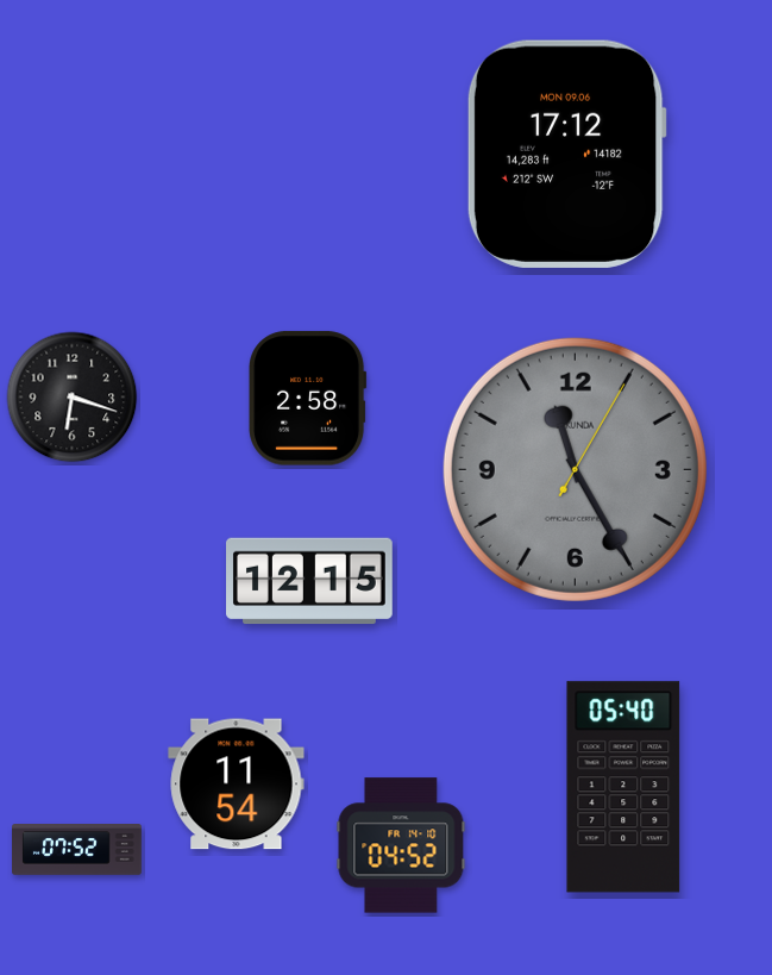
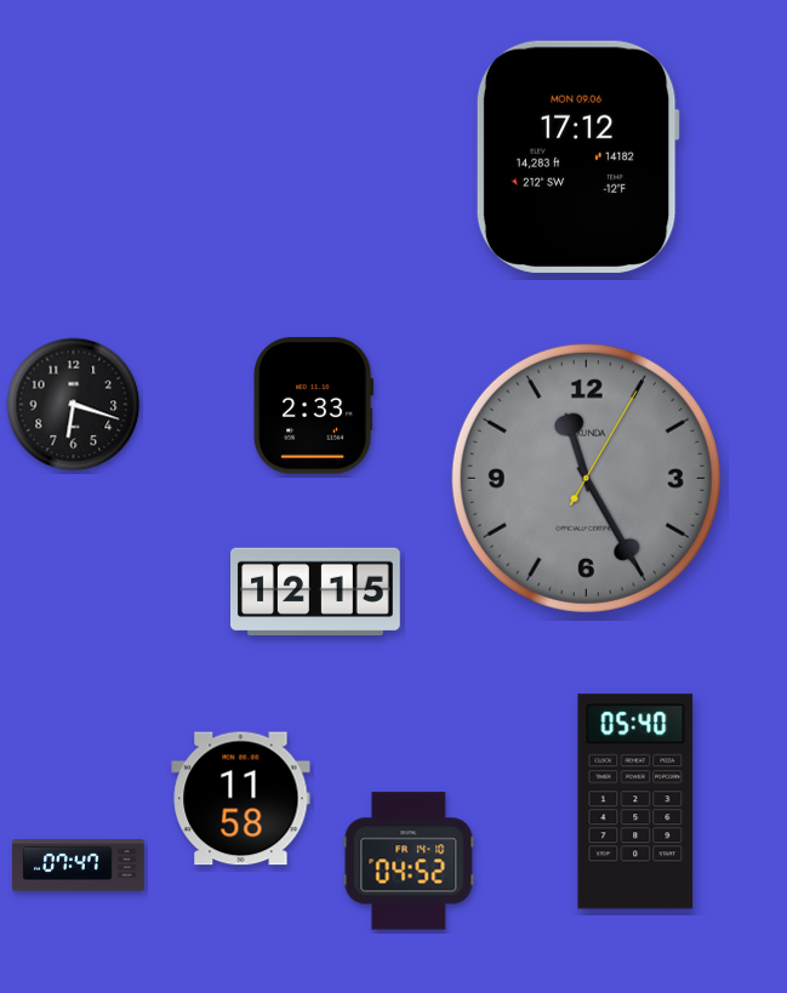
clock at (308, 399): 2:58 -> 2:33
clock at (237, 785): 11:54 -> 11:58
clock at (77, 850): 07:52 -> 07:47
